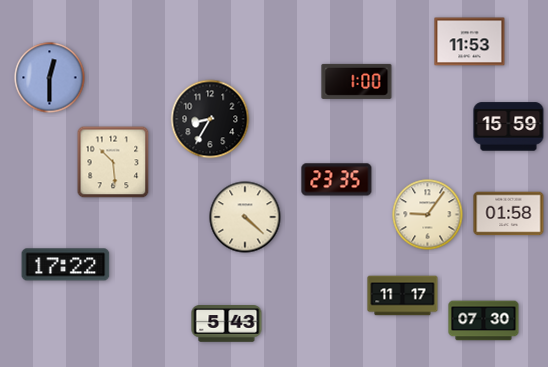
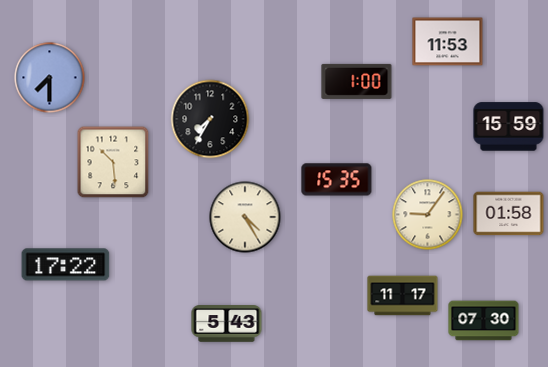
clock at (470, 42) position: (470, 42) -> (448, 42)
clock at (50, 78): 12:30 -> 7:30
clock at (210, 119): 8:35 -> 7:35
clock at (337, 180): 23:35 -> 15:35
clock at (245, 217): 4:22 -> 4:25
